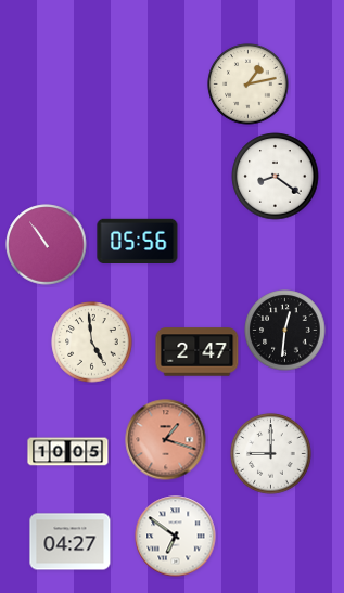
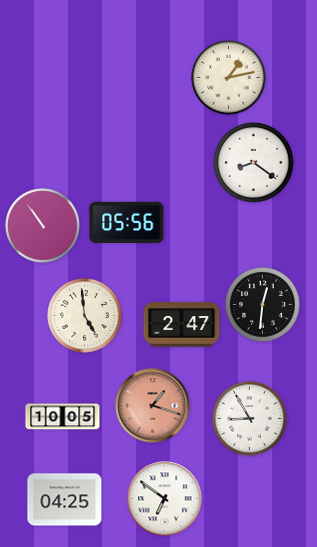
clock at (271, 454): 9:00 -> 8:55
clock at (176, 537) position: (176, 537) -> (165, 499)
clock at (71, 542): 04:27 -> 04:25
